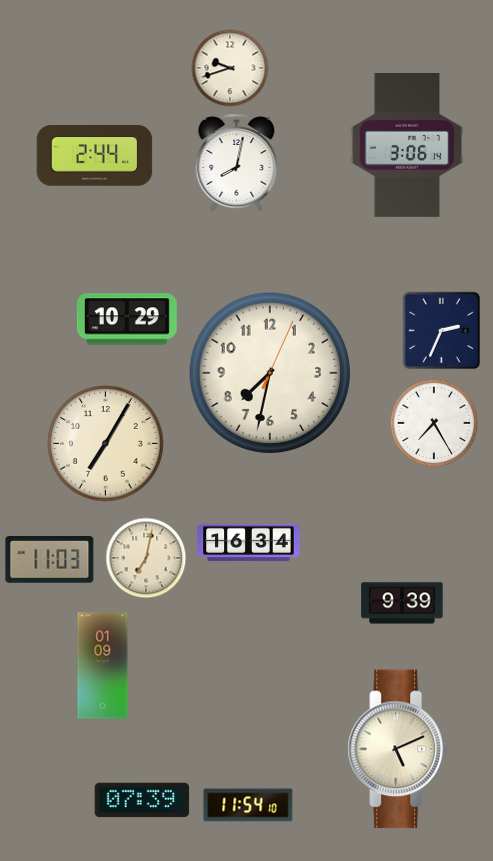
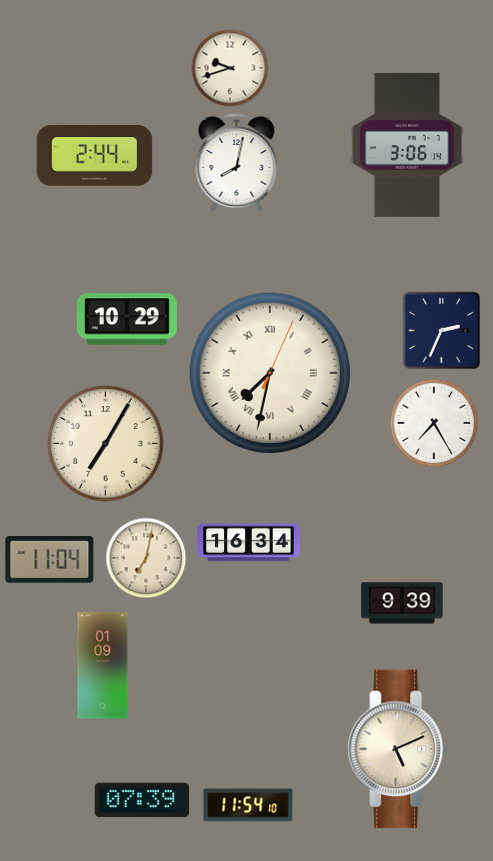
clock at (269, 372) numerals: Arabic -> Roman
clock at (50, 560): 11:03 -> 11:04
